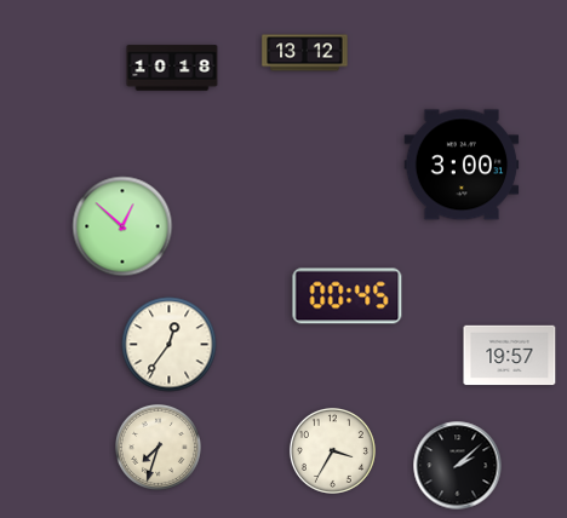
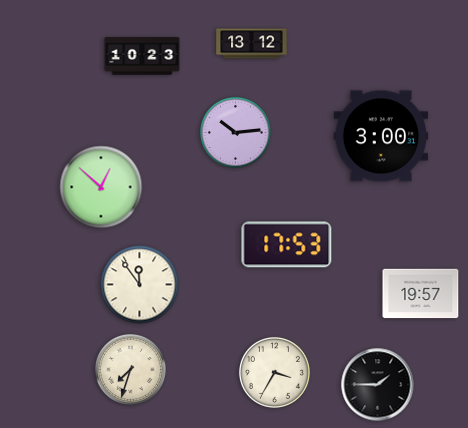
clock at (172, 68): 10:18 -> 10:23
clock at (235, 132): none -> 10:14
clock at (348, 297): 00:45 -> 17:53
clock at (170, 345): 12:36 -> 11:54
clock at (458, 466): 2:08 -> 1:45
